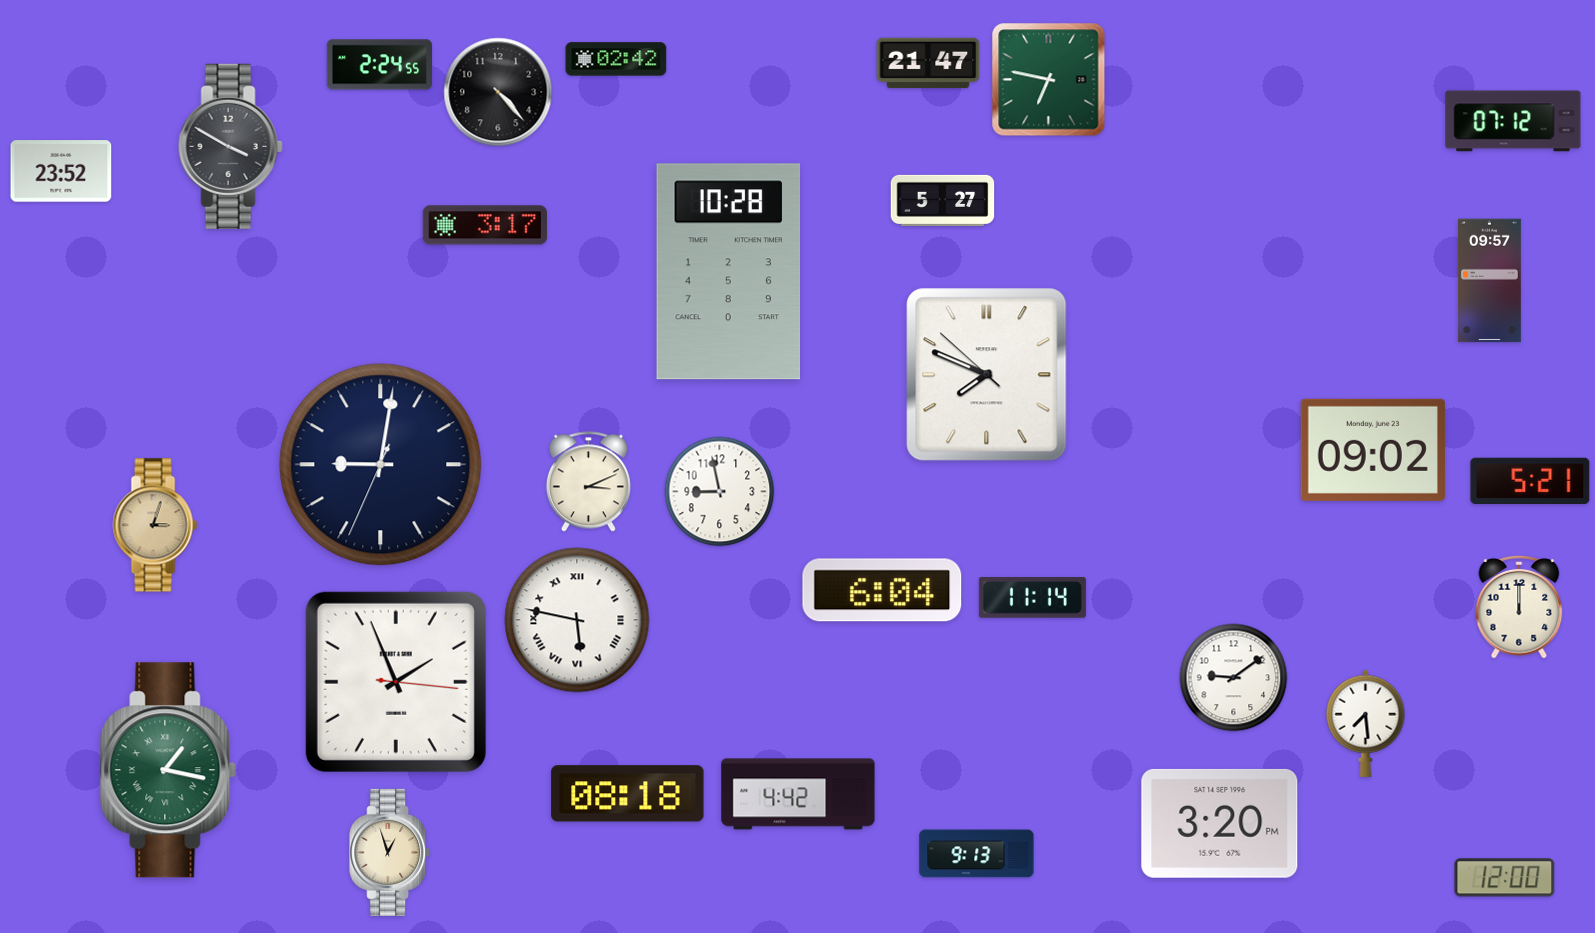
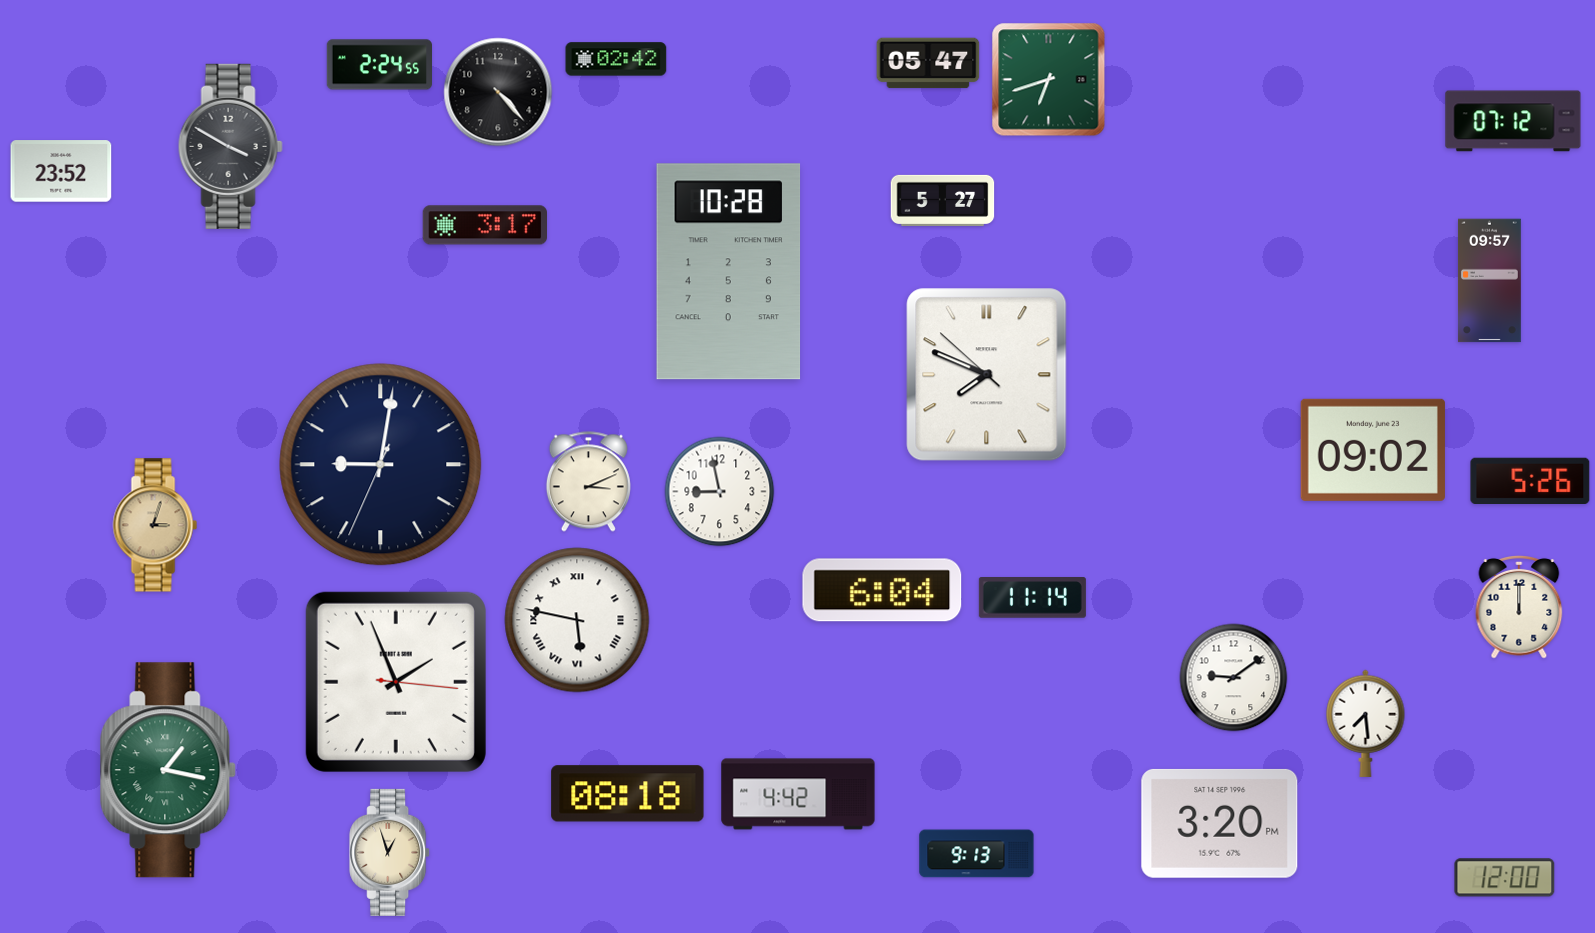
clock at (928, 63): 21:47 -> 05:47
clock at (1049, 80): 6:47 -> 6:42
clock at (1530, 480): 5:21 -> 5:26
